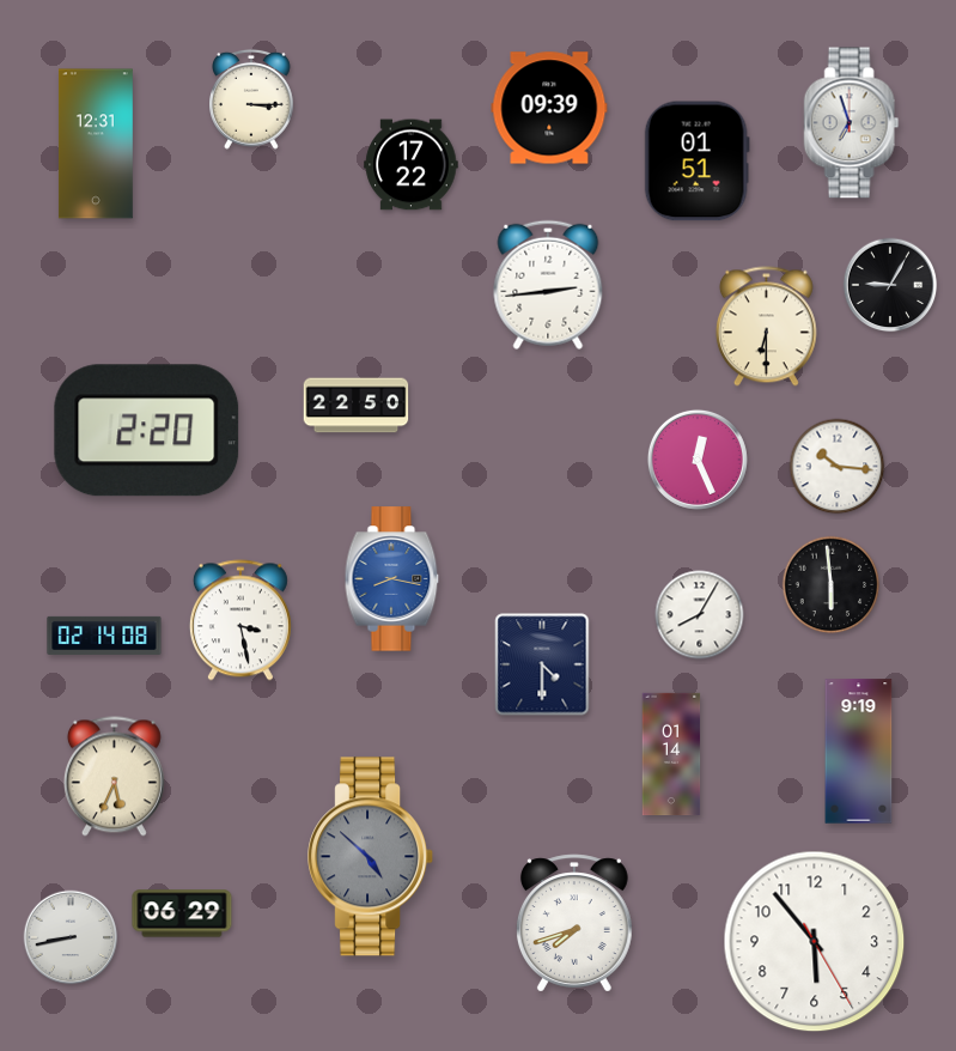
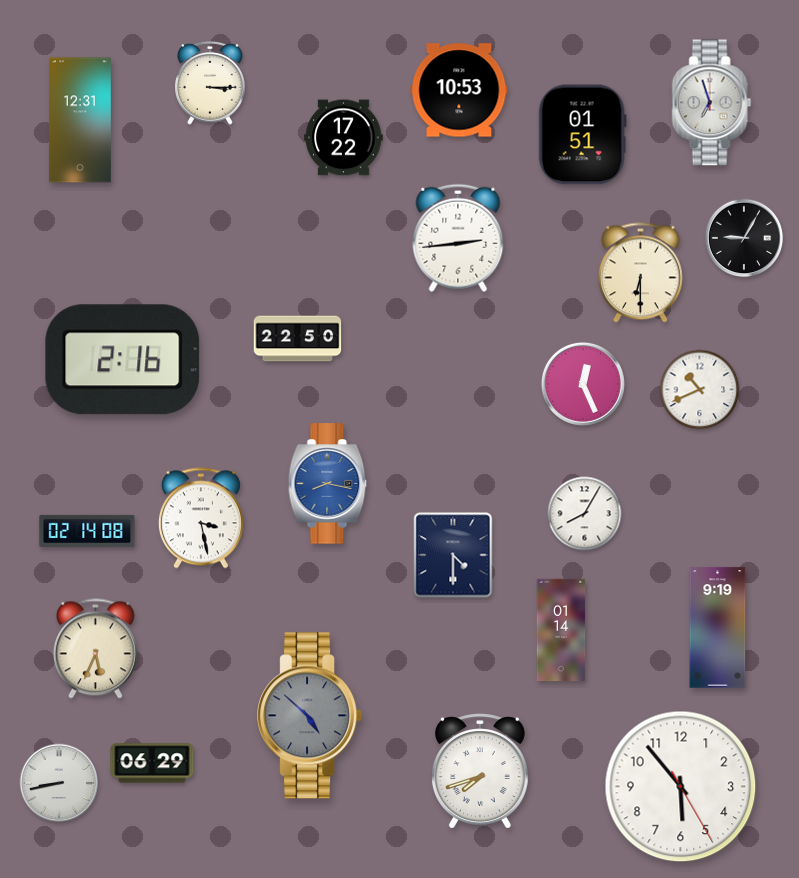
clock at (549, 108): 09:39 -> 10:53
clock at (147, 431): 2:20 -> 2:16
clock at (838, 467): 10:16 -> 10:41
clock at (832, 585): 5:59 -> none
